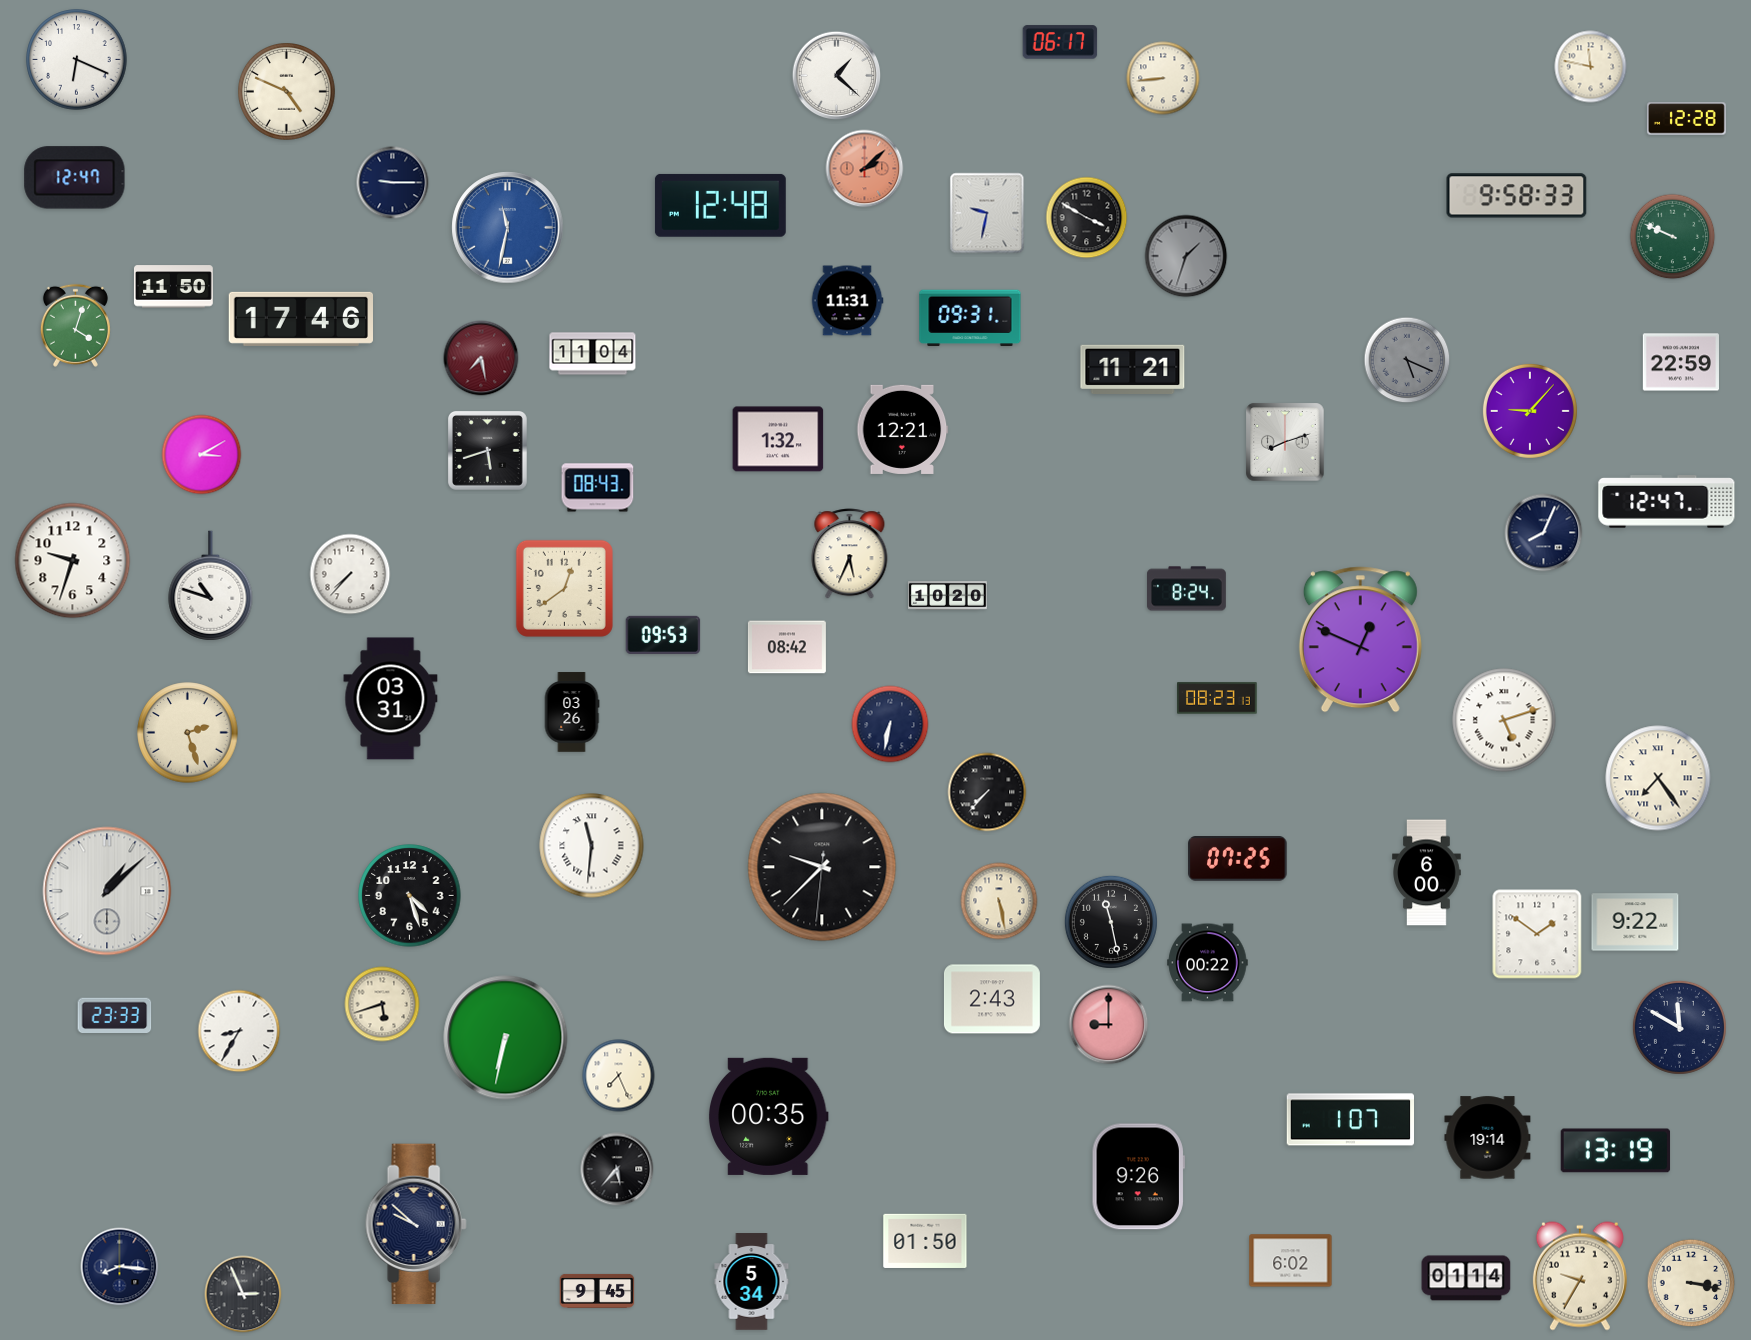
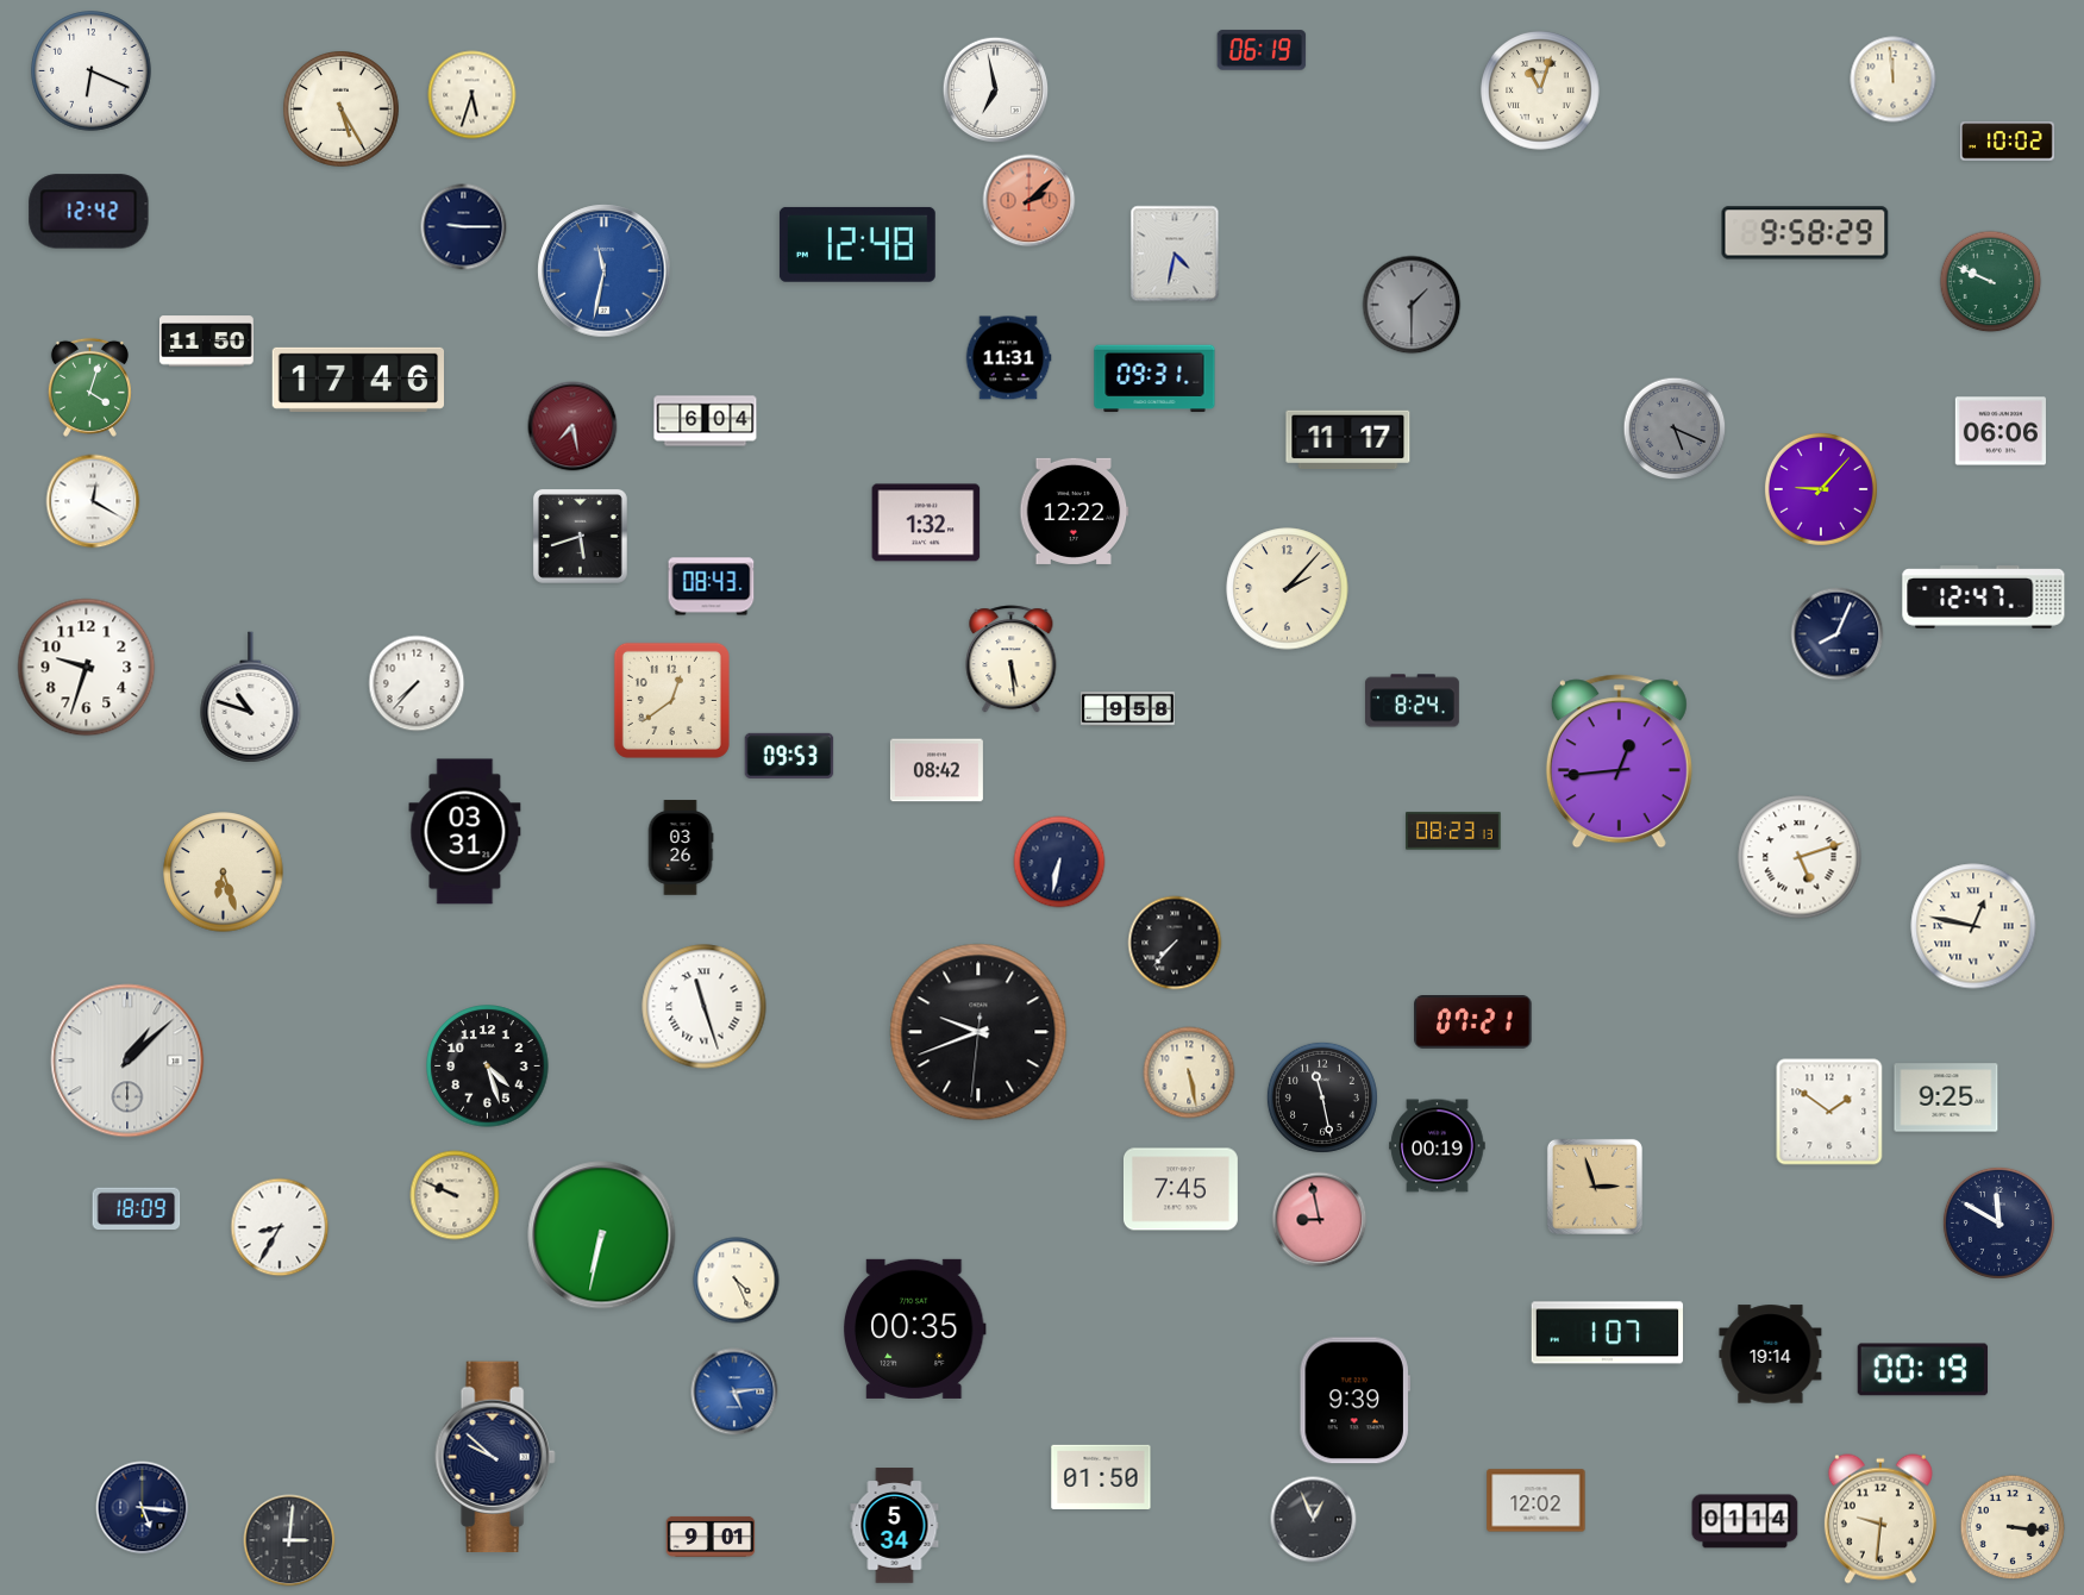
clock at (1060, 42): 06:17 -> 06:19
clock at (1591, 67): 11:47 -> 11:59
clock at (837, 76): 1:22 -> 6:58
clock at (1540, 90): none -> 11:03
clock at (1163, 78): 8:44 -> none
clock at (473, 95): none -> 5:33
clock at (287, 92): 4:49 -> 5:25
clock at (1687, 119): 12:28 -> 10:02
clock at (75, 178): 12:47 -> 12:42
clock at (393, 183) position: (393, 183) -> (464, 227)
clock at (1517, 196): 9:58:33 -> 9:58:29
clock at (987, 213): 9:32 -> 4:32
clock at (1087, 218): 3:50 -> none
clock at (1186, 256): 1:33 -> 1:30
clock at (593, 354): 11:04 -> 6:04
clock at (1681, 362): 22:59 -> 06:06
clock at (1133, 369): 11:21 -> 11:17
clock at (93, 501): none -> 12:20
clock at (903, 429): 12:21 -> 12:22
clock at (1285, 442): 8:12 -> none
clock at (202, 455): 3:10 -> none
clock at (598, 488) position: (598, 488) -> (712, 587)
clock at (1288, 589): none -> 2:07
clock at (850, 554): 5:34 -> 5:29
clock at (948, 596): 10:20 -> 9:58
clock at (1360, 640): 12:49 -> 12:44
clock at (1217, 698) position: (1217, 698) -> (1453, 831)
clock at (1504, 720) position: (1504, 720) -> (1800, 857)
clock at (188, 733): 2:27 -> 6:27
clock at (1658, 778): 7:24 -> 12:47
clock at (592, 846): 11:31 -> 11:27
clock at (1238, 859): 07:25 -> 07:21
clock at (822, 867): 9:37 -> 9:41
clock at (1427, 873): 6:00 -> none
clock at (1635, 922): 9:22 -> 9:25
clock at (1208, 963): 00:22 -> 00:19
clock at (1595, 1187): none -> 2:57
clock at (992, 999): 2:43 -> 7:45
clock at (382, 1004): 5:42 -> 9:49
clock at (115, 1016): 23:33 -> 18:09
clock at (1109, 1025): 9:00 -> 8:58
clock at (239, 1031) position: (239, 1031) -> (280, 1227)
clock at (619, 1076): 7:26 -> 4:26
clock at (1616, 1151): 13:19 -> 00:19
clock at (617, 1169): 5:37 -> 5:14
clock at (617, 1169) dial: black -> blue
clock at (1138, 1177): 9:26 -> 9:39
clock at (1291, 1261): 6:02 -> 12:02
clock at (120, 1267): 8:16 -> 5:16
clock at (1580, 1276): 9:35 -> 9:31
clock at (1314, 1520): none -> 12:56
clock at (1691, 1283): 3:17 -> 3:16
clock at (597, 1291): 9:45 -> 9:01
clock at (243, 1294): 2:56 -> 3:01
